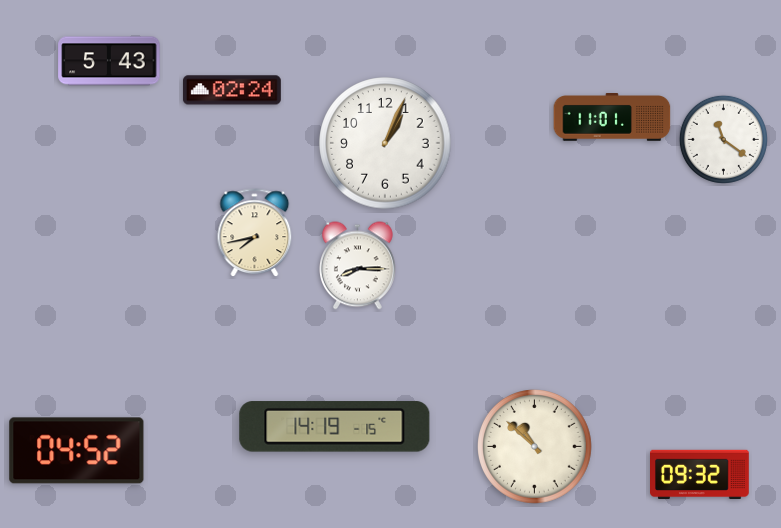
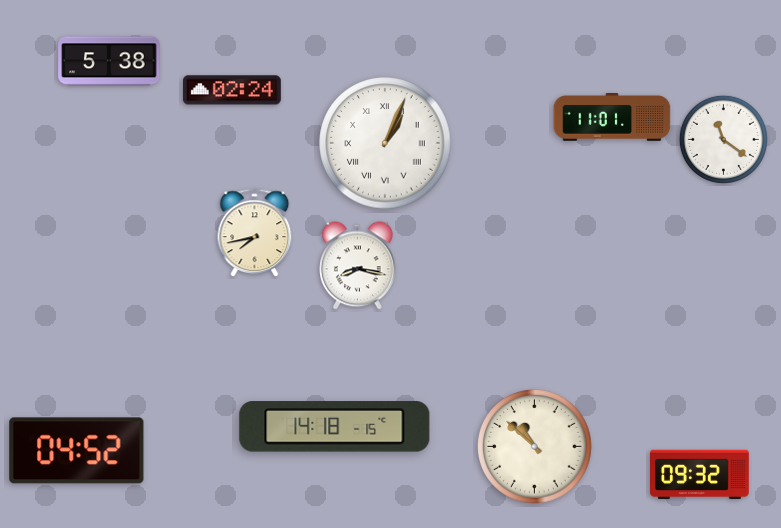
clock at (109, 61): 5:43 -> 5:38
clock at (385, 143) numerals: Arabic -> Roman
clock at (358, 266): 8:15 -> 8:17
clock at (335, 427): 14:19 -> 14:18
